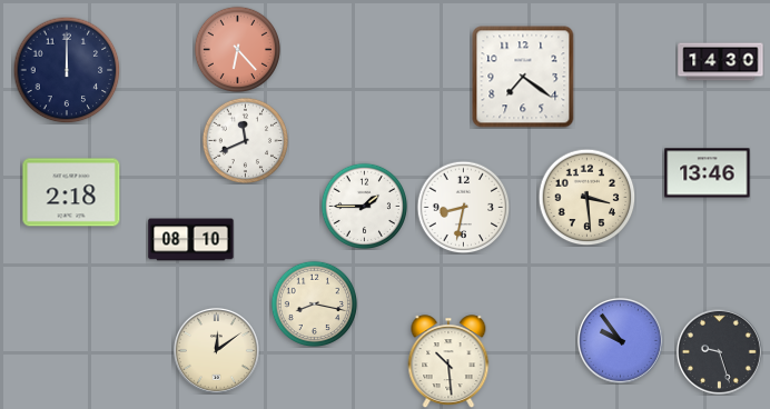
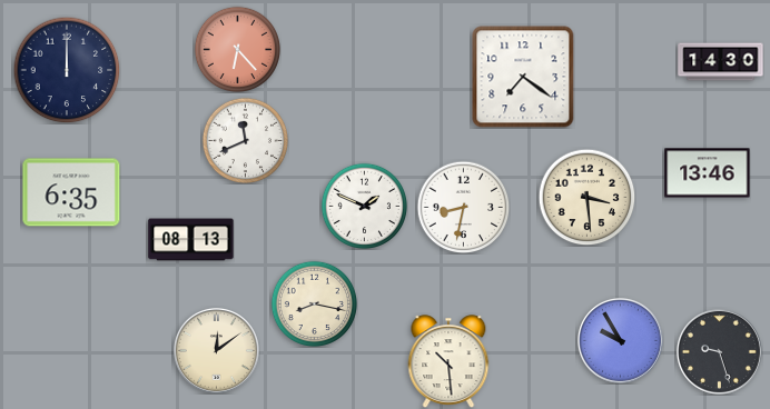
clock at (71, 192): 2:18 -> 6:35
clock at (364, 206): 1:45 -> 1:49
clock at (191, 240): 08:10 -> 08:13
clock at (620, 340): 9:54 -> 9:55
